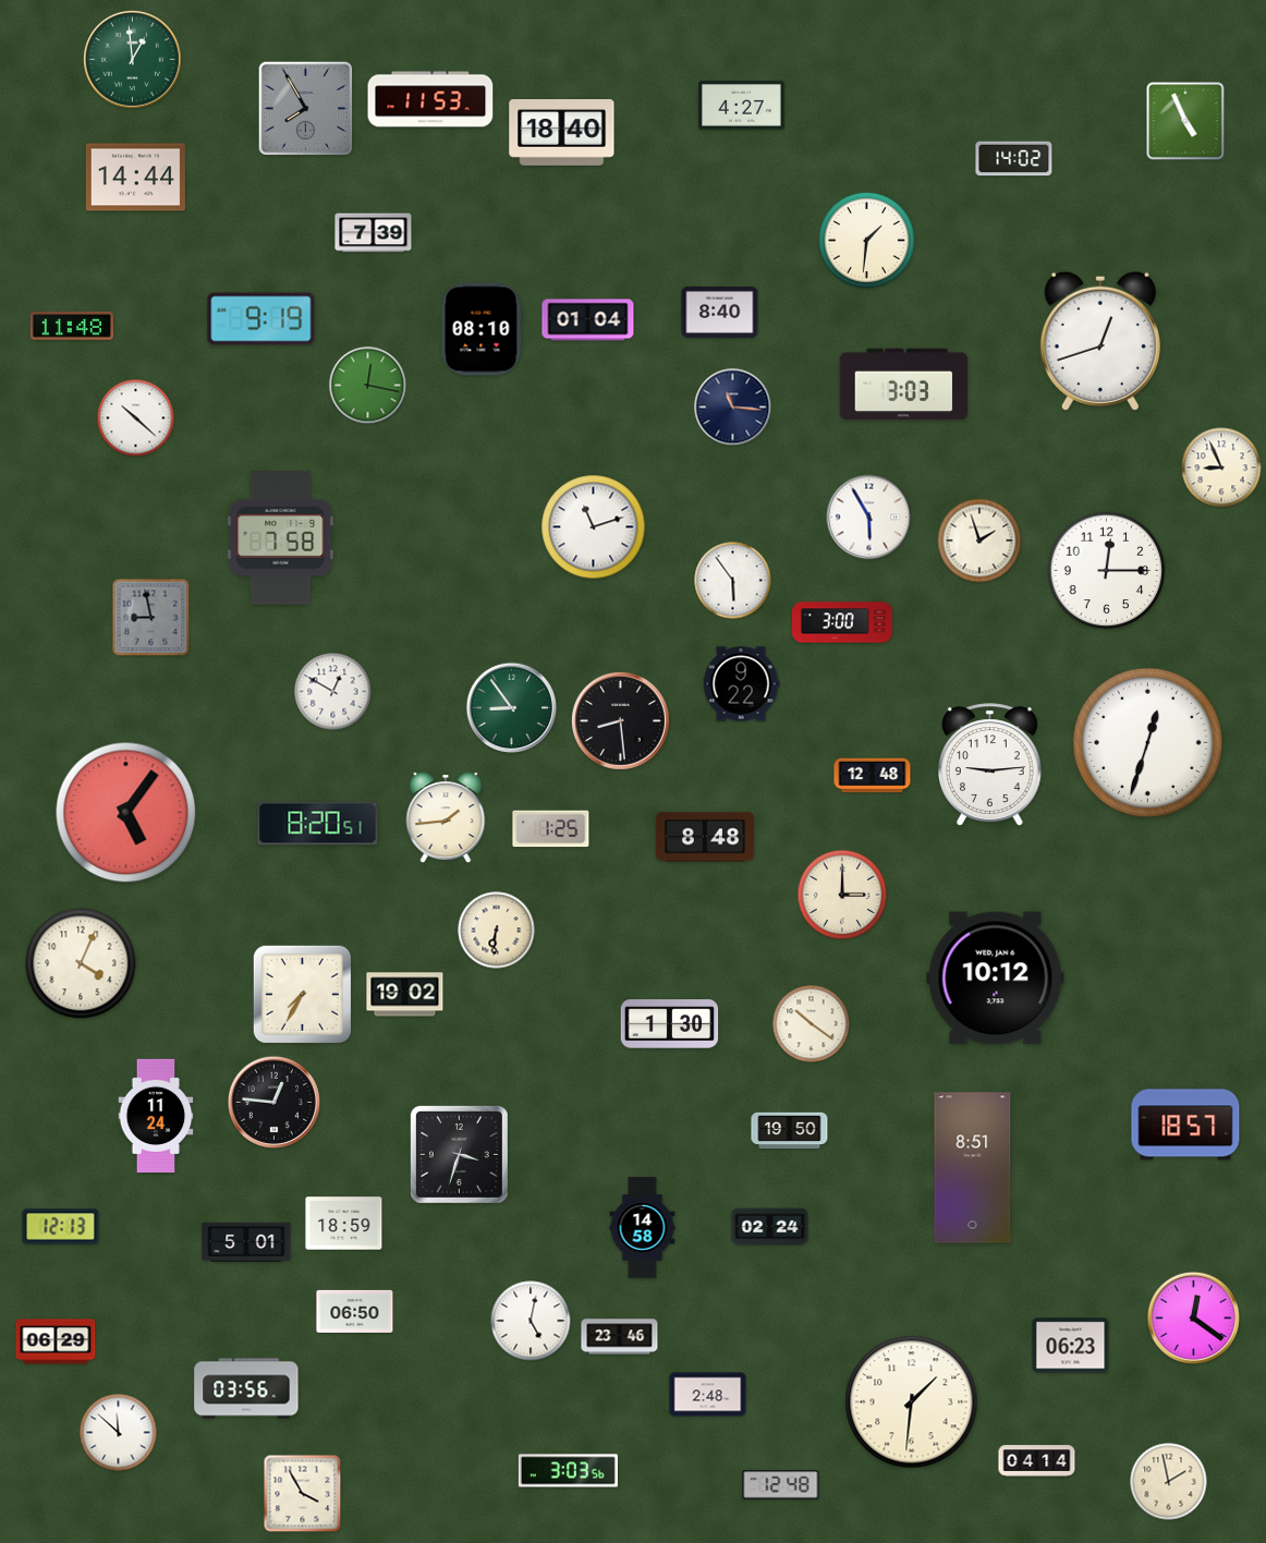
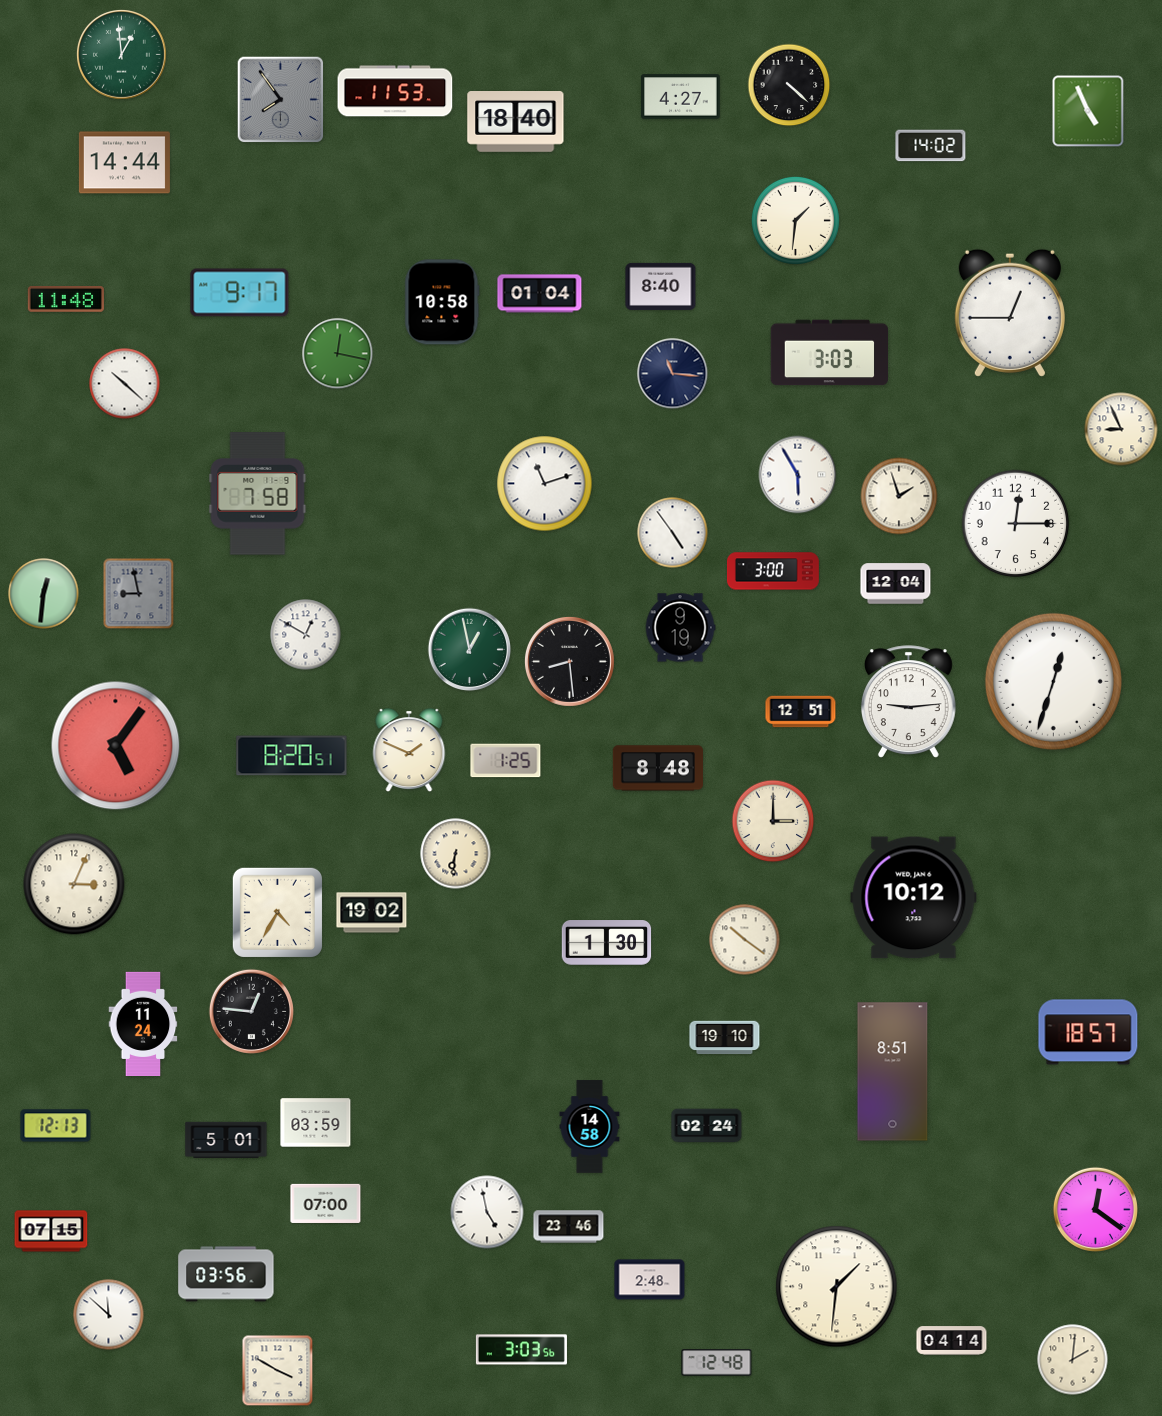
clock at (789, 85): none -> 4:22
clock at (306, 109): 7:55 -> 7:54
clock at (374, 233): 7:39 -> none
clock at (261, 319): 9:19 -> 9:17
clock at (482, 329): 08:10 -> 10:58
clock at (1100, 341): 12:42 -> 12:45
clock at (733, 581): 5:54 -> 4:54
clock at (151, 618) position: (151, 618) -> (139, 594)
clock at (896, 584): none -> 12:04
clock at (44, 594): none -> 12:31
clock at (741, 684): 9:22 -> 9:19
clock at (512, 708): 8:54 -> 12:58
clock at (873, 776): 12:48 -> 12:51
clock at (446, 818): 1:44 -> 1:49
clock at (705, 837) position: (705, 837) -> (658, 768)
clock at (81, 963): 4:04 -> 3:04
clock at (302, 994): 7:35 -> 4:35
clock at (670, 1024) position: (670, 1024) -> (607, 943)
clock at (790, 1131): 19:50 -> 19:10
clock at (459, 1154): 3:33 -> none
clock at (344, 1224): 18:59 -> 03:59
clock at (355, 1311): 06:50 -> 07:00
clock at (531, 1321): 5:02 -> 4:58
clock at (56, 1341): 06:29 -> 07:15
clock at (1071, 1346): 06:23 -> none
clock at (1169, 1482): 1:58 -> 2:01
clock at (303, 1494): 3:55 -> 3:50
